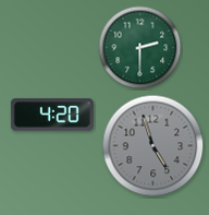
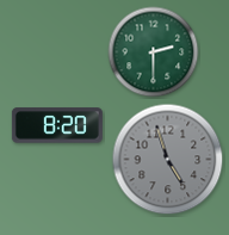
clock at (52, 115): 4:20 -> 8:20
